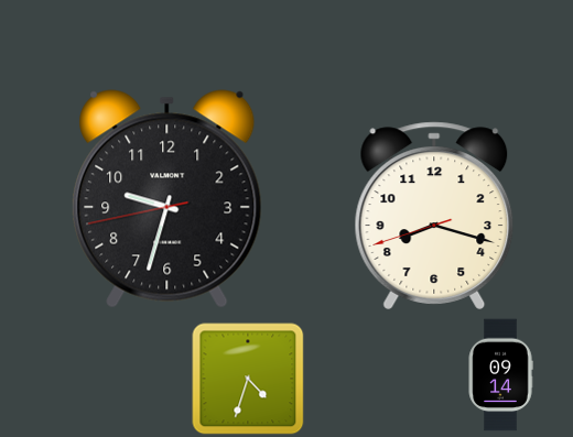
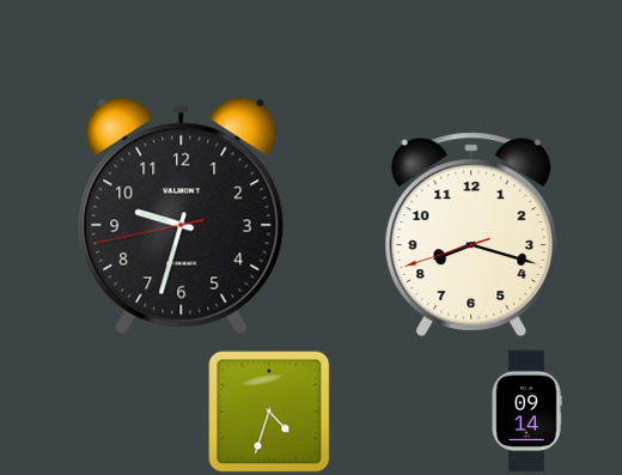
clock at (500, 375) position: (500, 375) -> (526, 412)
